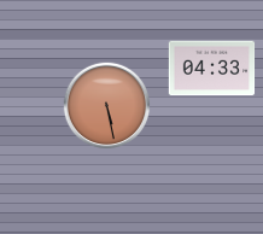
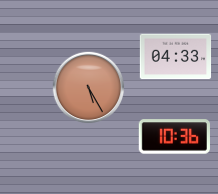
clock at (107, 106): 5:28 -> 5:25
clock at (174, 137): none -> 10:36
